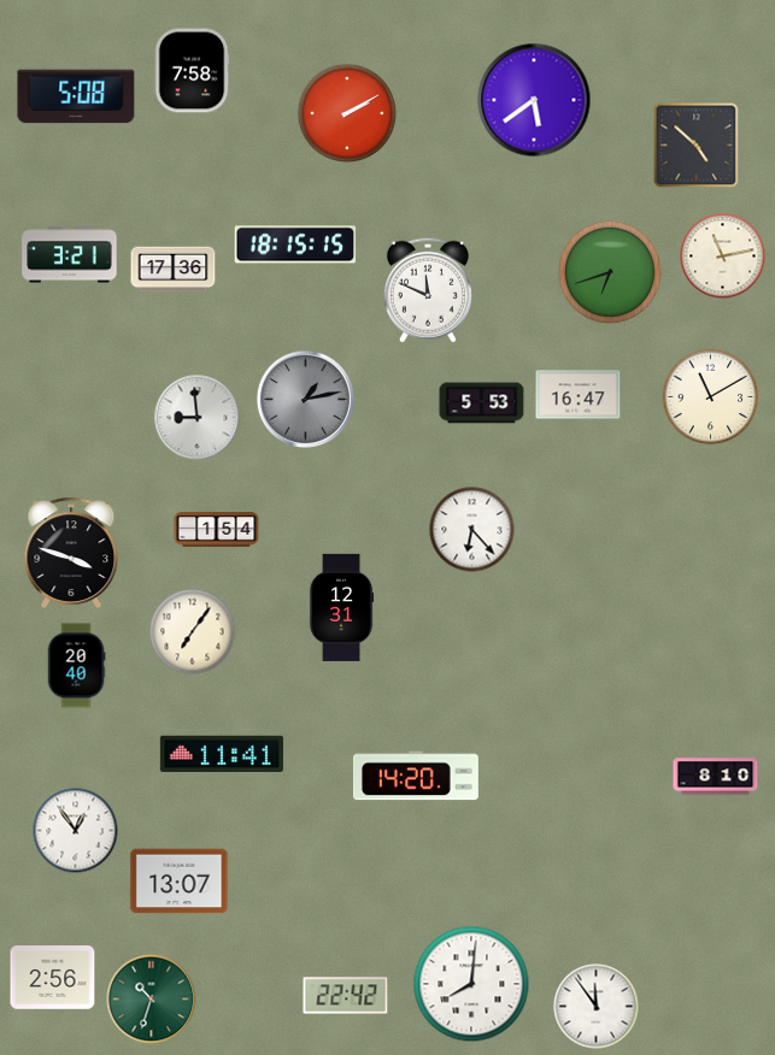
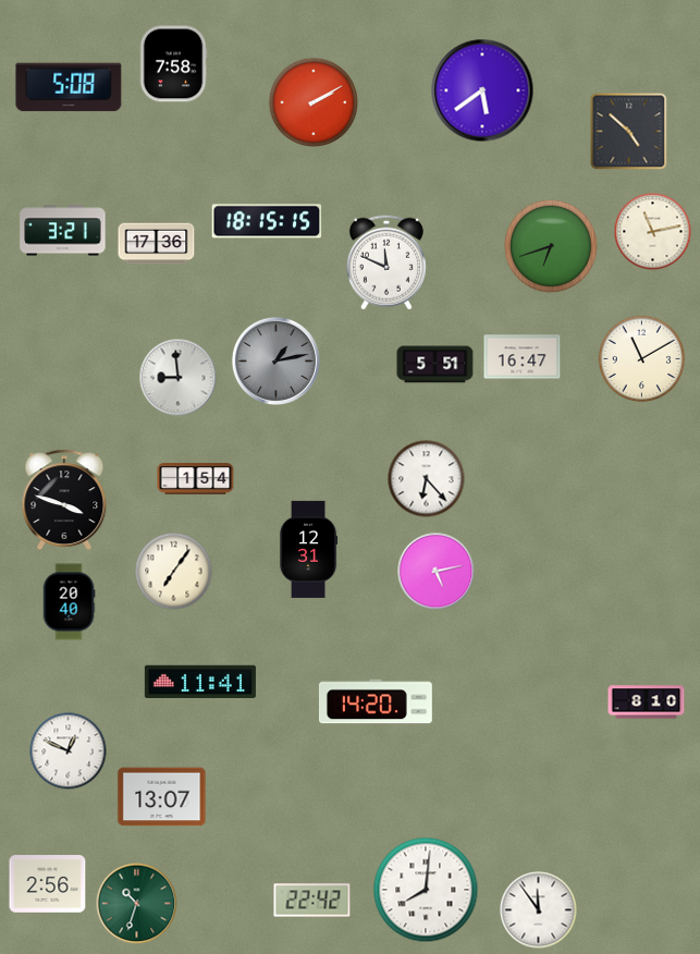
clock at (482, 403): 5:53 -> 5:51
clock at (437, 572): none -> 5:13
clock at (76, 831): 12:54 -> 12:49
